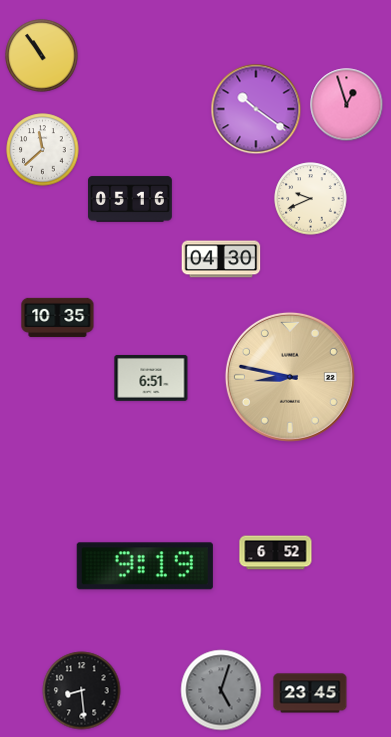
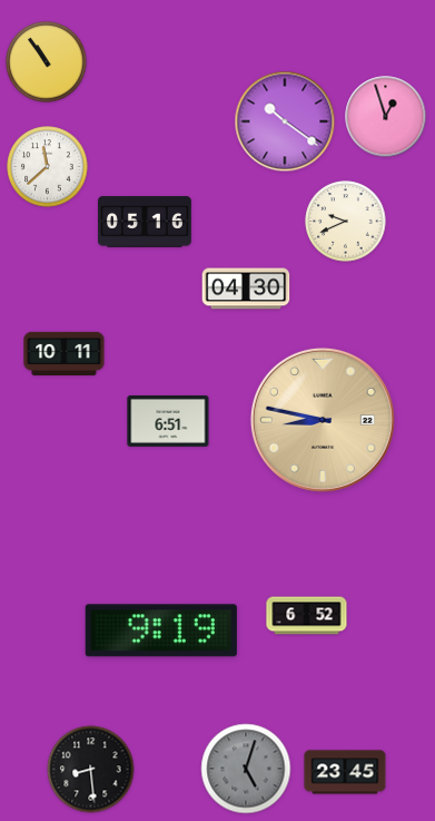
clock at (58, 317): 10:35 -> 10:11
